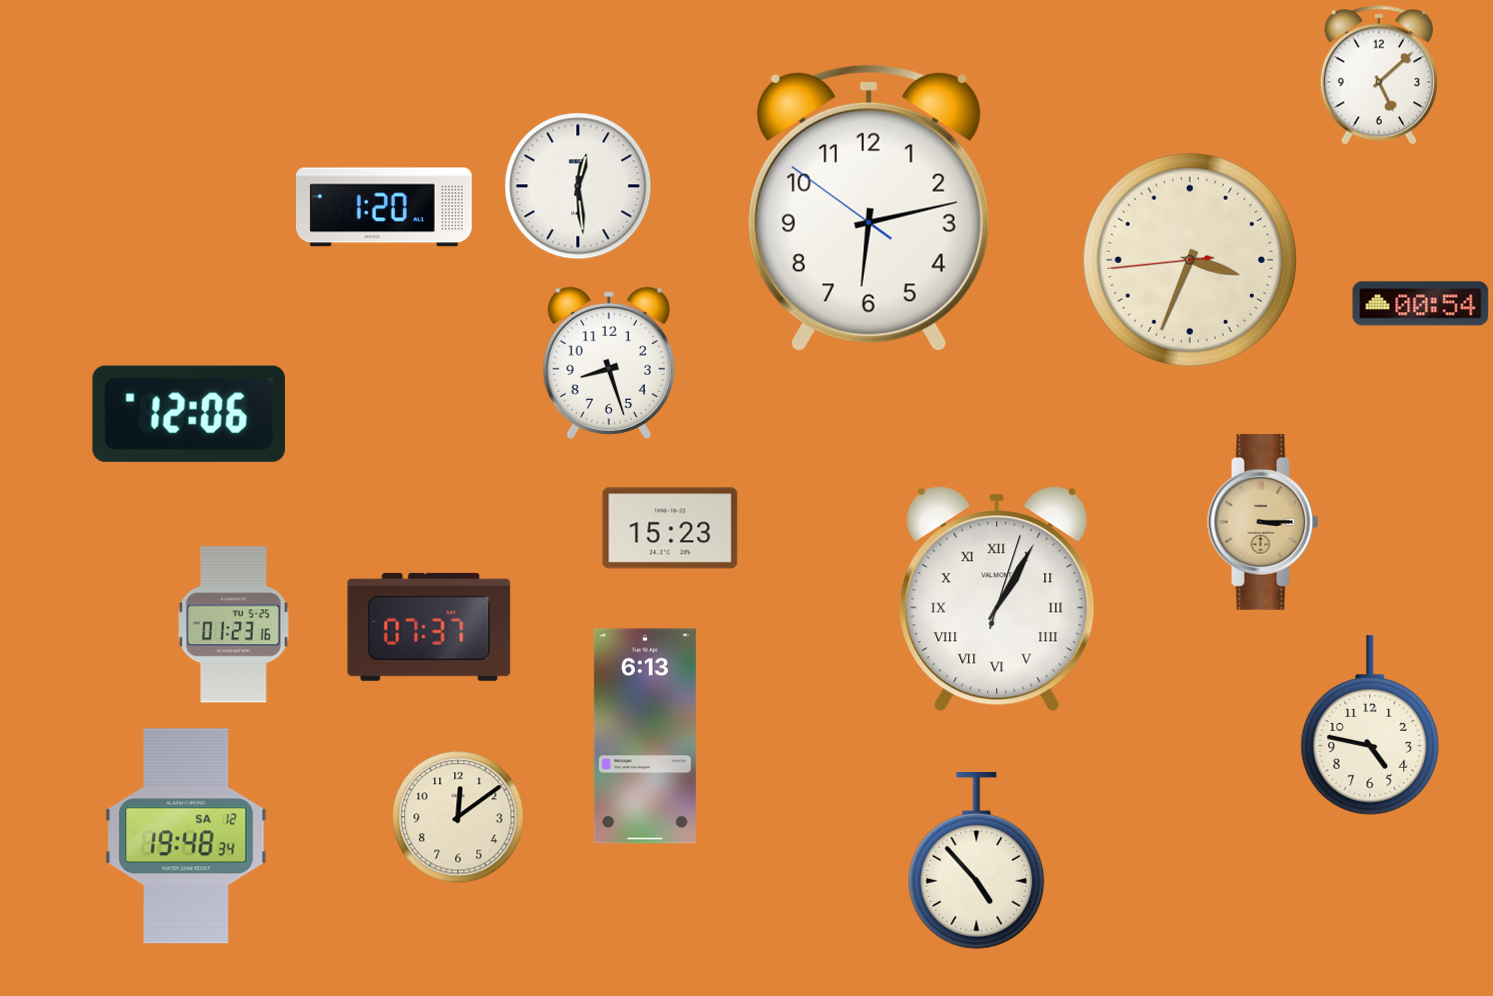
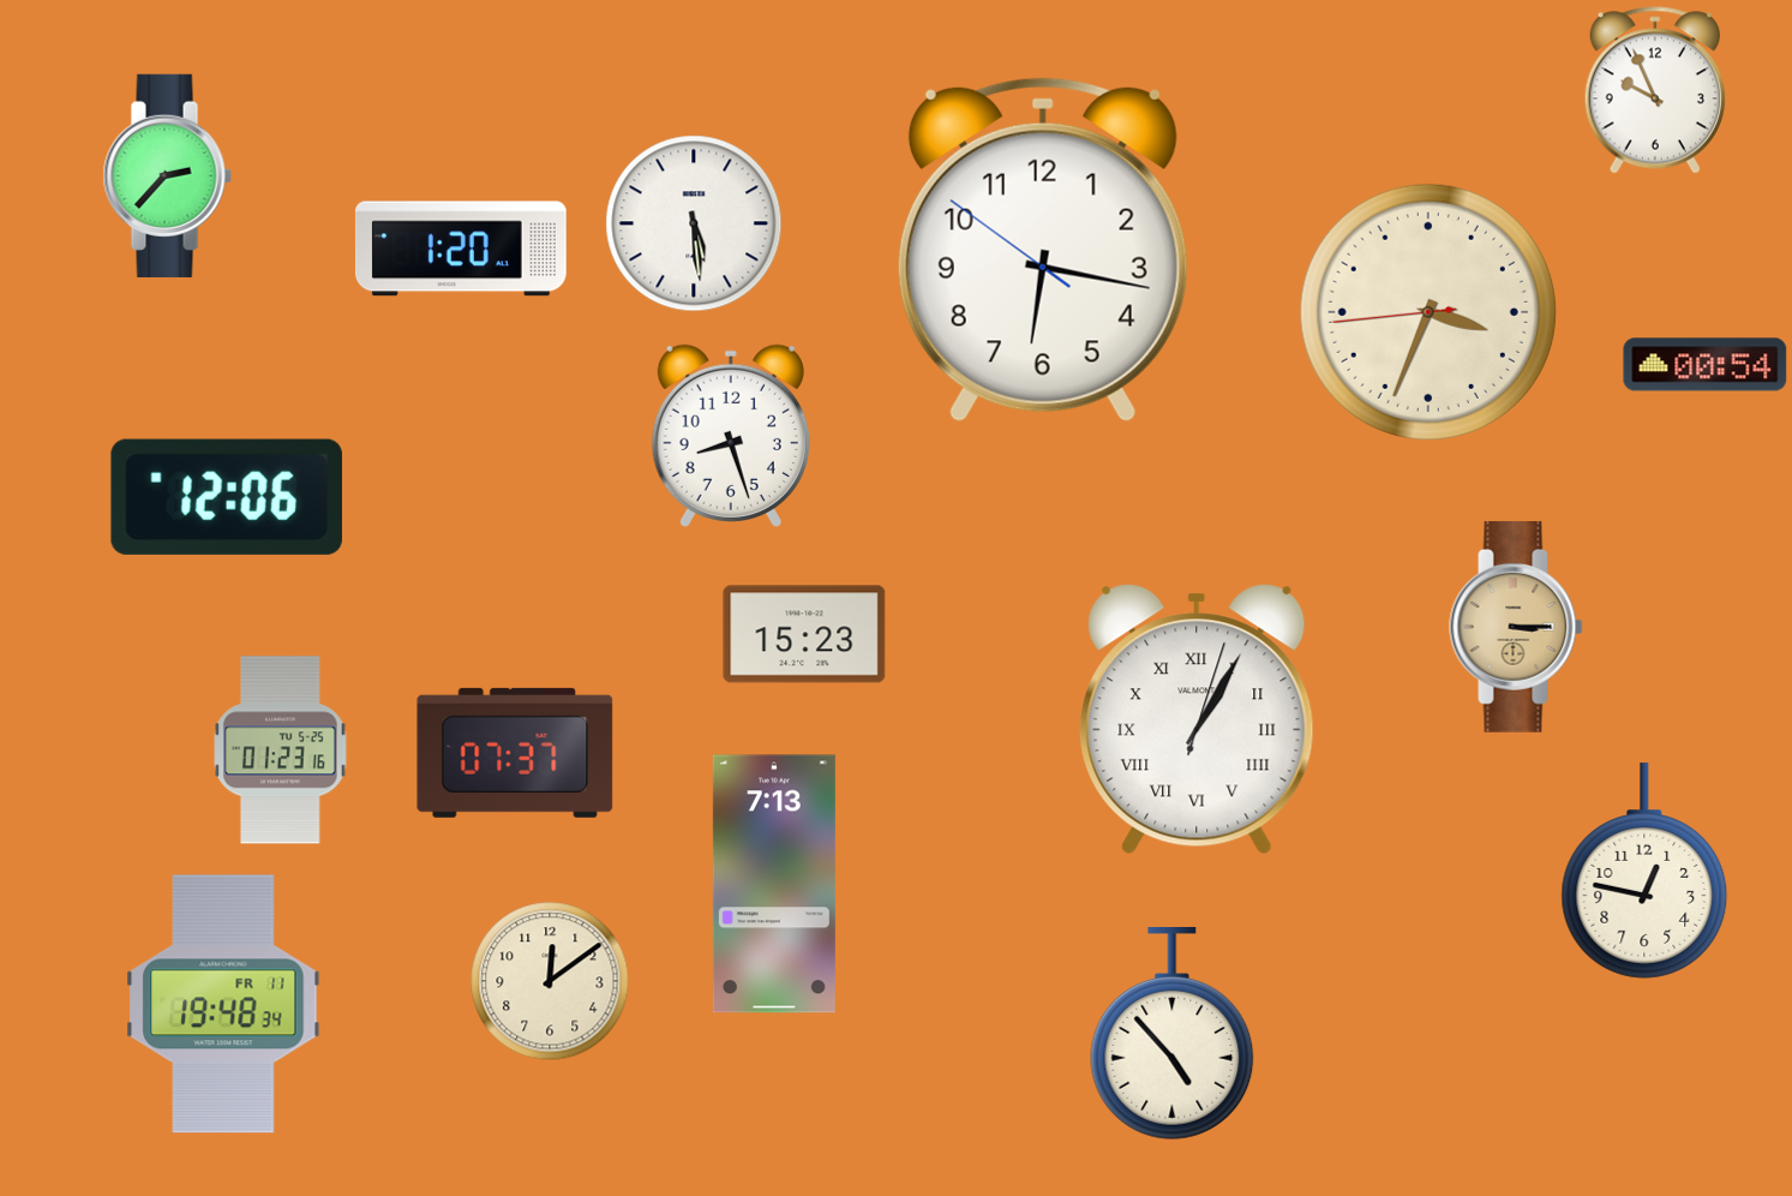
clock at (1379, 75): 5:08 -> 9:56
clock at (167, 175): none -> 2:37
clock at (578, 186): 12:29 -> 5:29
clock at (869, 208): 6:12 -> 6:16
clock at (1370, 725): 4:47 -> 12:47
clock at (645, 736): 6:13 -> 7:13
clock at (186, 836) date: SA 12 -> FR 11
